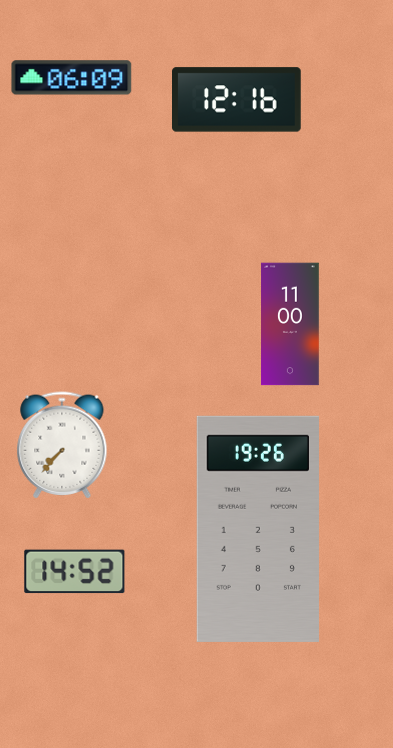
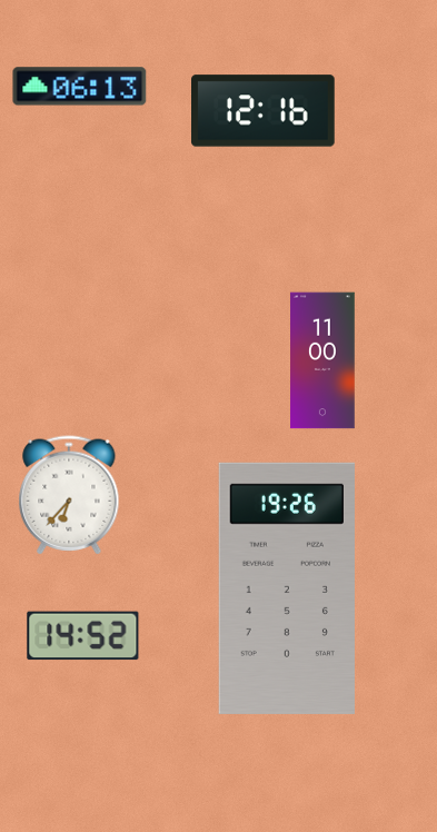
clock at (72, 78): 06:09 -> 06:13
clock at (62, 445): 7:37 -> 6:37
